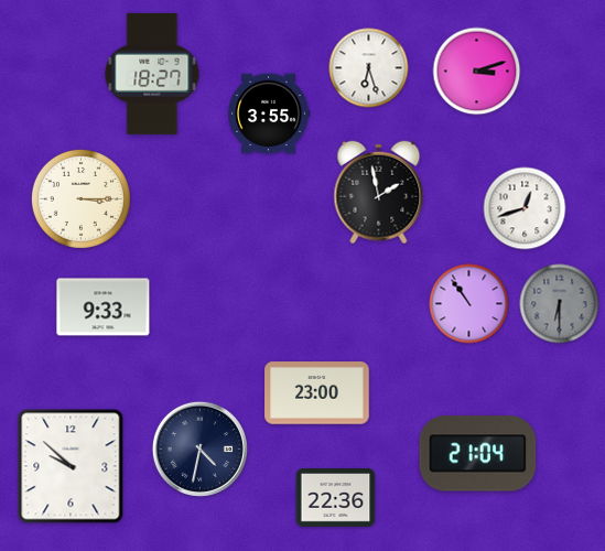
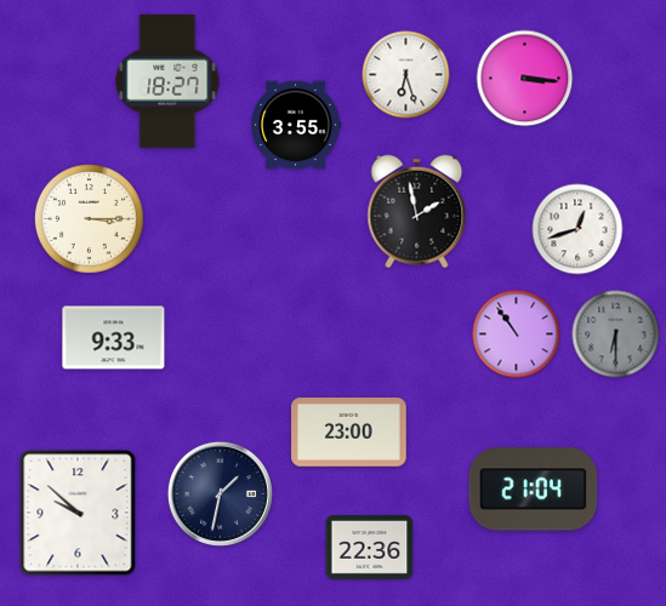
clock at (477, 72): 3:12 -> 3:16
clock at (199, 449): 4:32 -> 1:32
clock at (478, 454) position: (478, 454) -> (534, 490)
